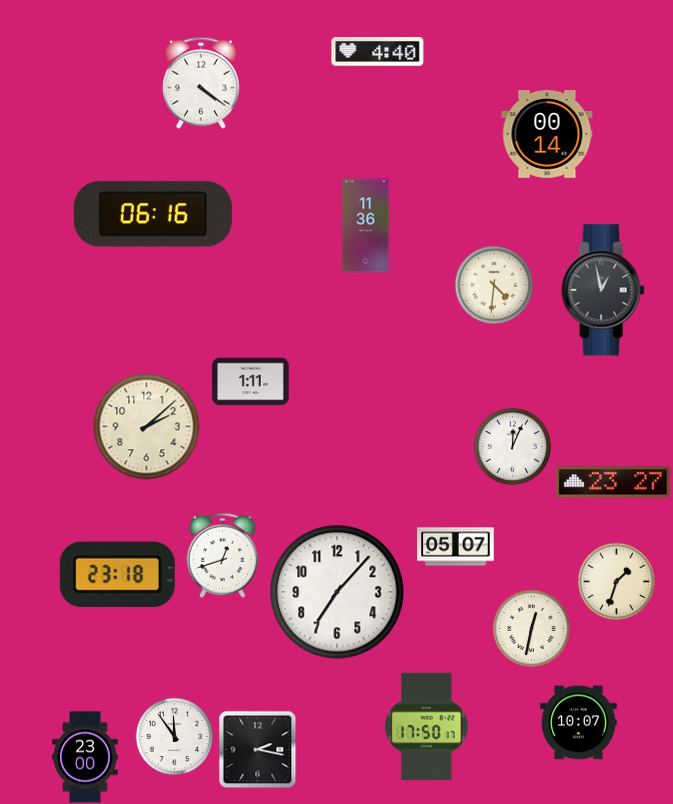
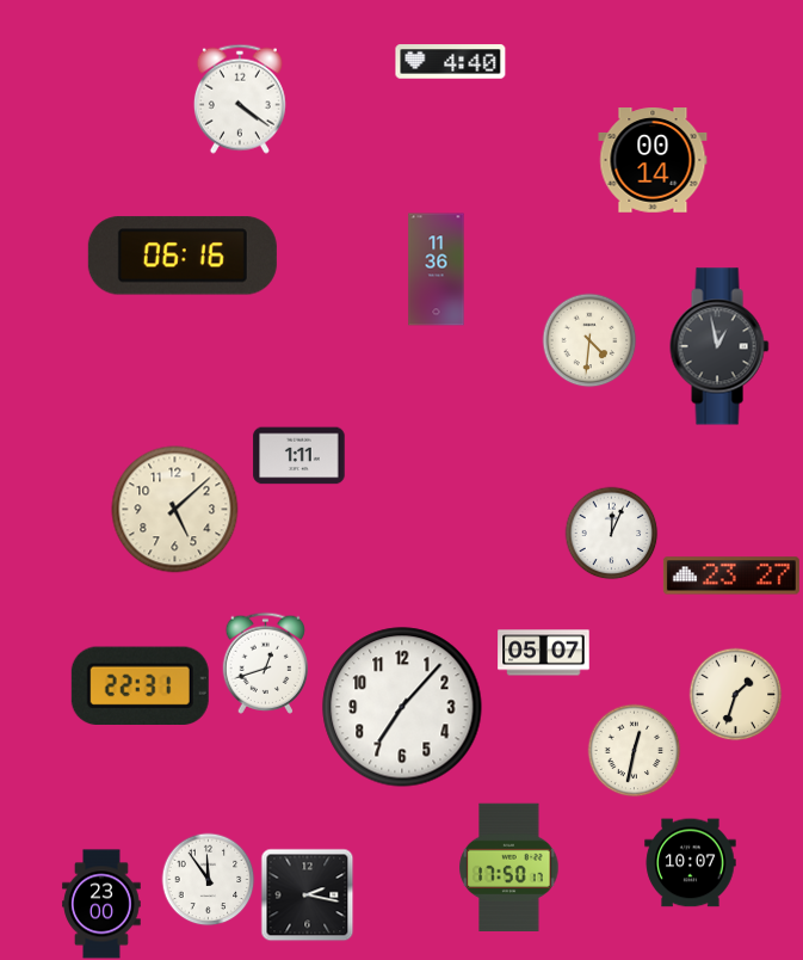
clock at (147, 427): 2:08 -> 5:08
clock at (117, 574): 23:18 -> 22:31
